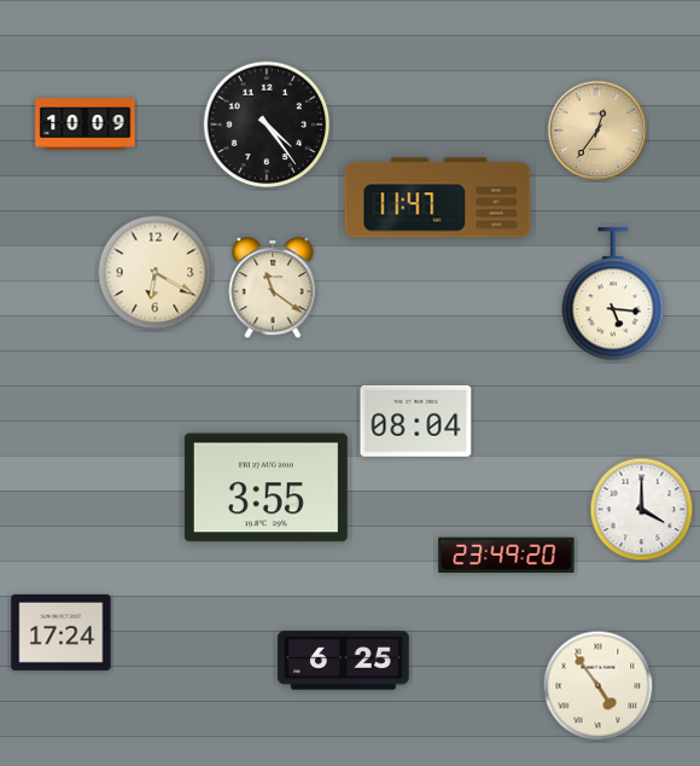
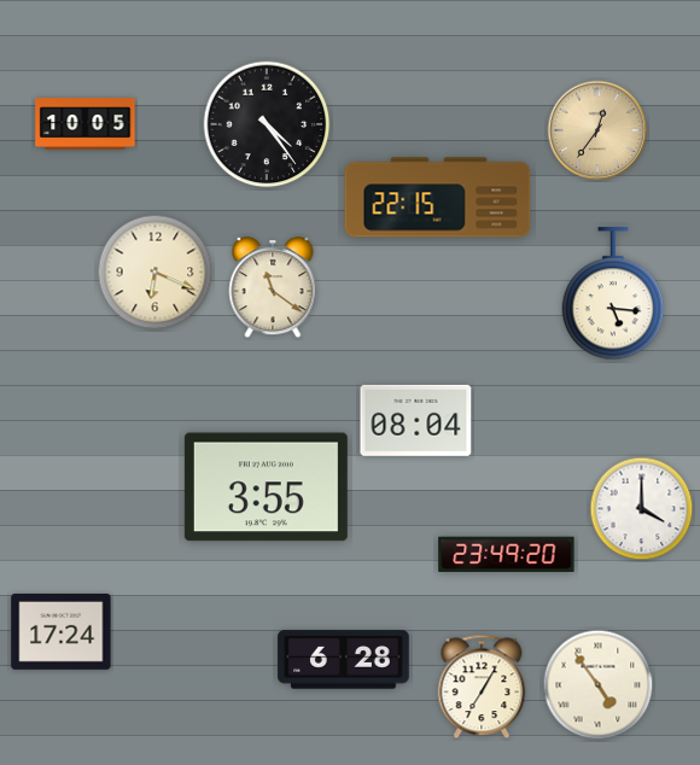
clock at (86, 124): 10:09 -> 10:05
clock at (438, 198): 11:47 -> 22:15
clock at (156, 273): 6:20 -> 6:19
clock at (344, 661): 6:25 -> 6:28
clock at (482, 687): none -> 7:05
